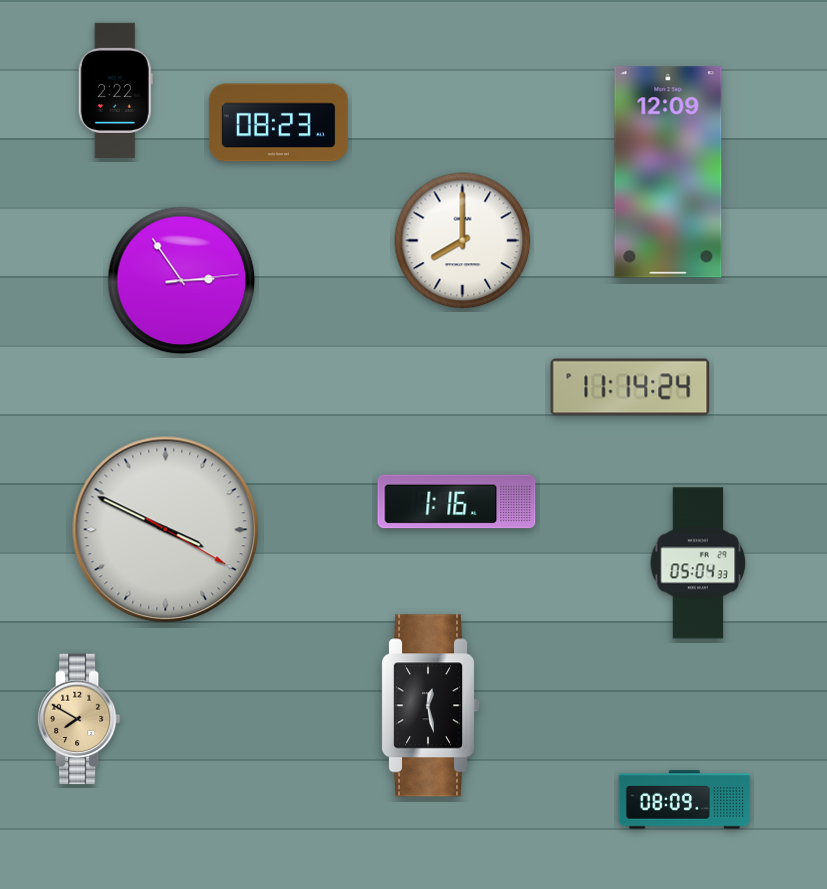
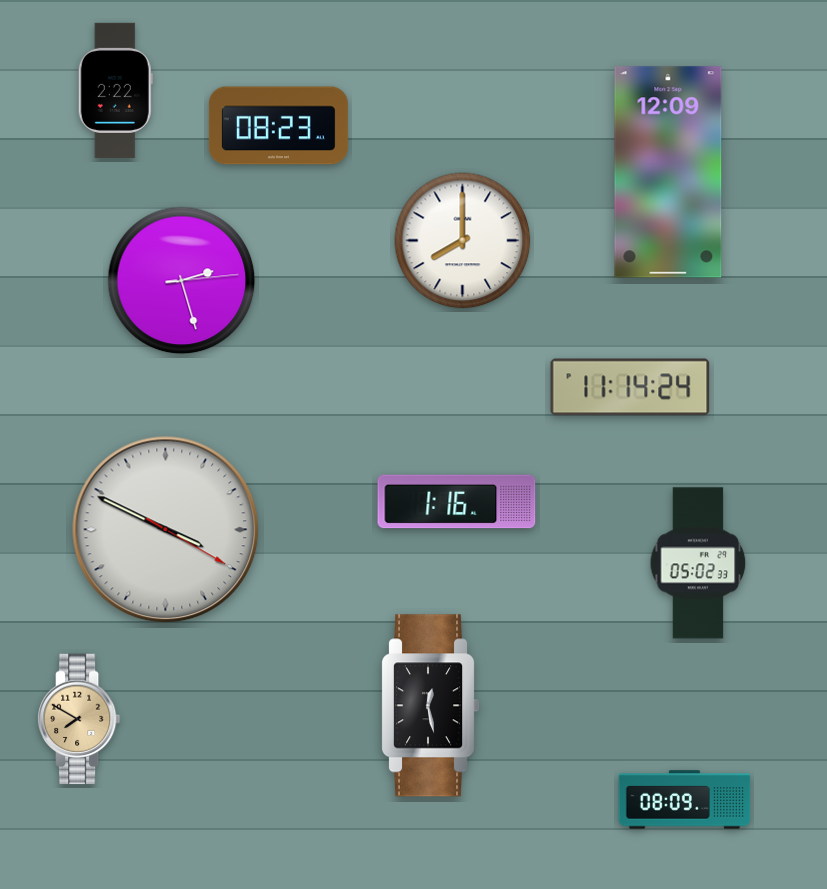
clock at (278, 123) position: (278, 123) -> (278, 126)
clock at (182, 281): 2:54 -> 2:27
clock at (698, 563): 05:04 -> 05:02
